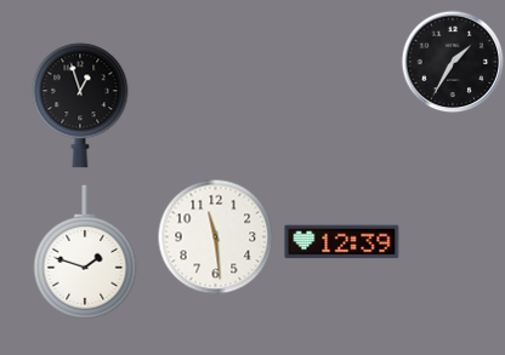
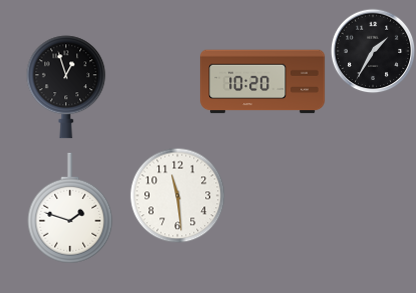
clock at (263, 82): none -> 10:20
clock at (342, 242): 12:39 -> none
